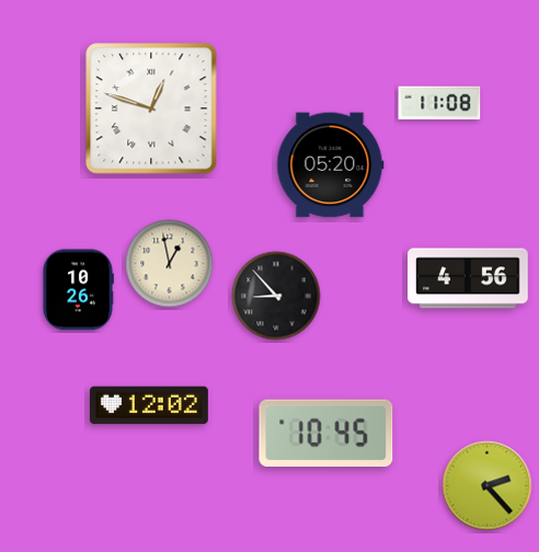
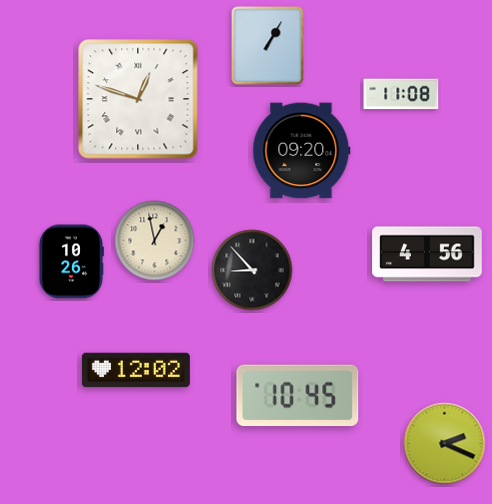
clock at (268, 46): none -> 1:05
clock at (331, 165): 05:20 -> 09:20
clock at (79, 290) position: (79, 290) -> (72, 262)
clock at (488, 486): 2:23 -> 2:19
